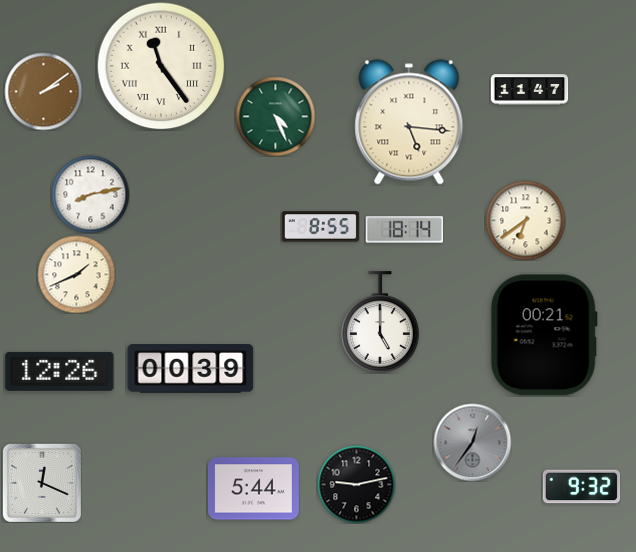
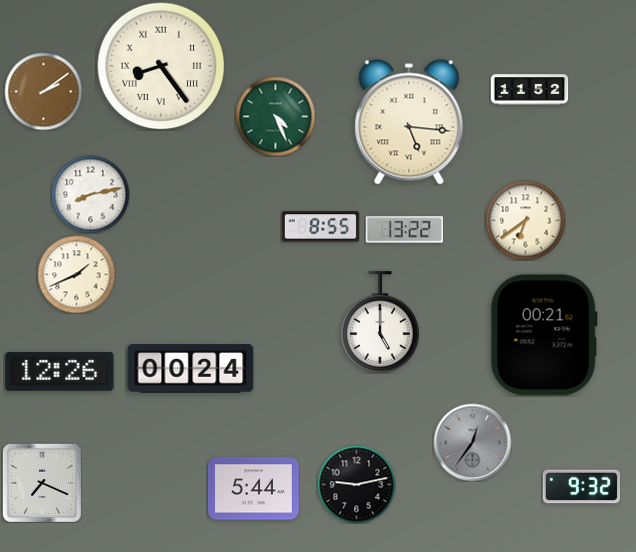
clock at (161, 66): 11:24 -> 8:24
clock at (529, 90): 11:47 -> 11:52
clock at (404, 230): 18:14 -> 13:22
clock at (191, 369): 00:39 -> 00:24
clock at (42, 483): 12:19 -> 7:19
